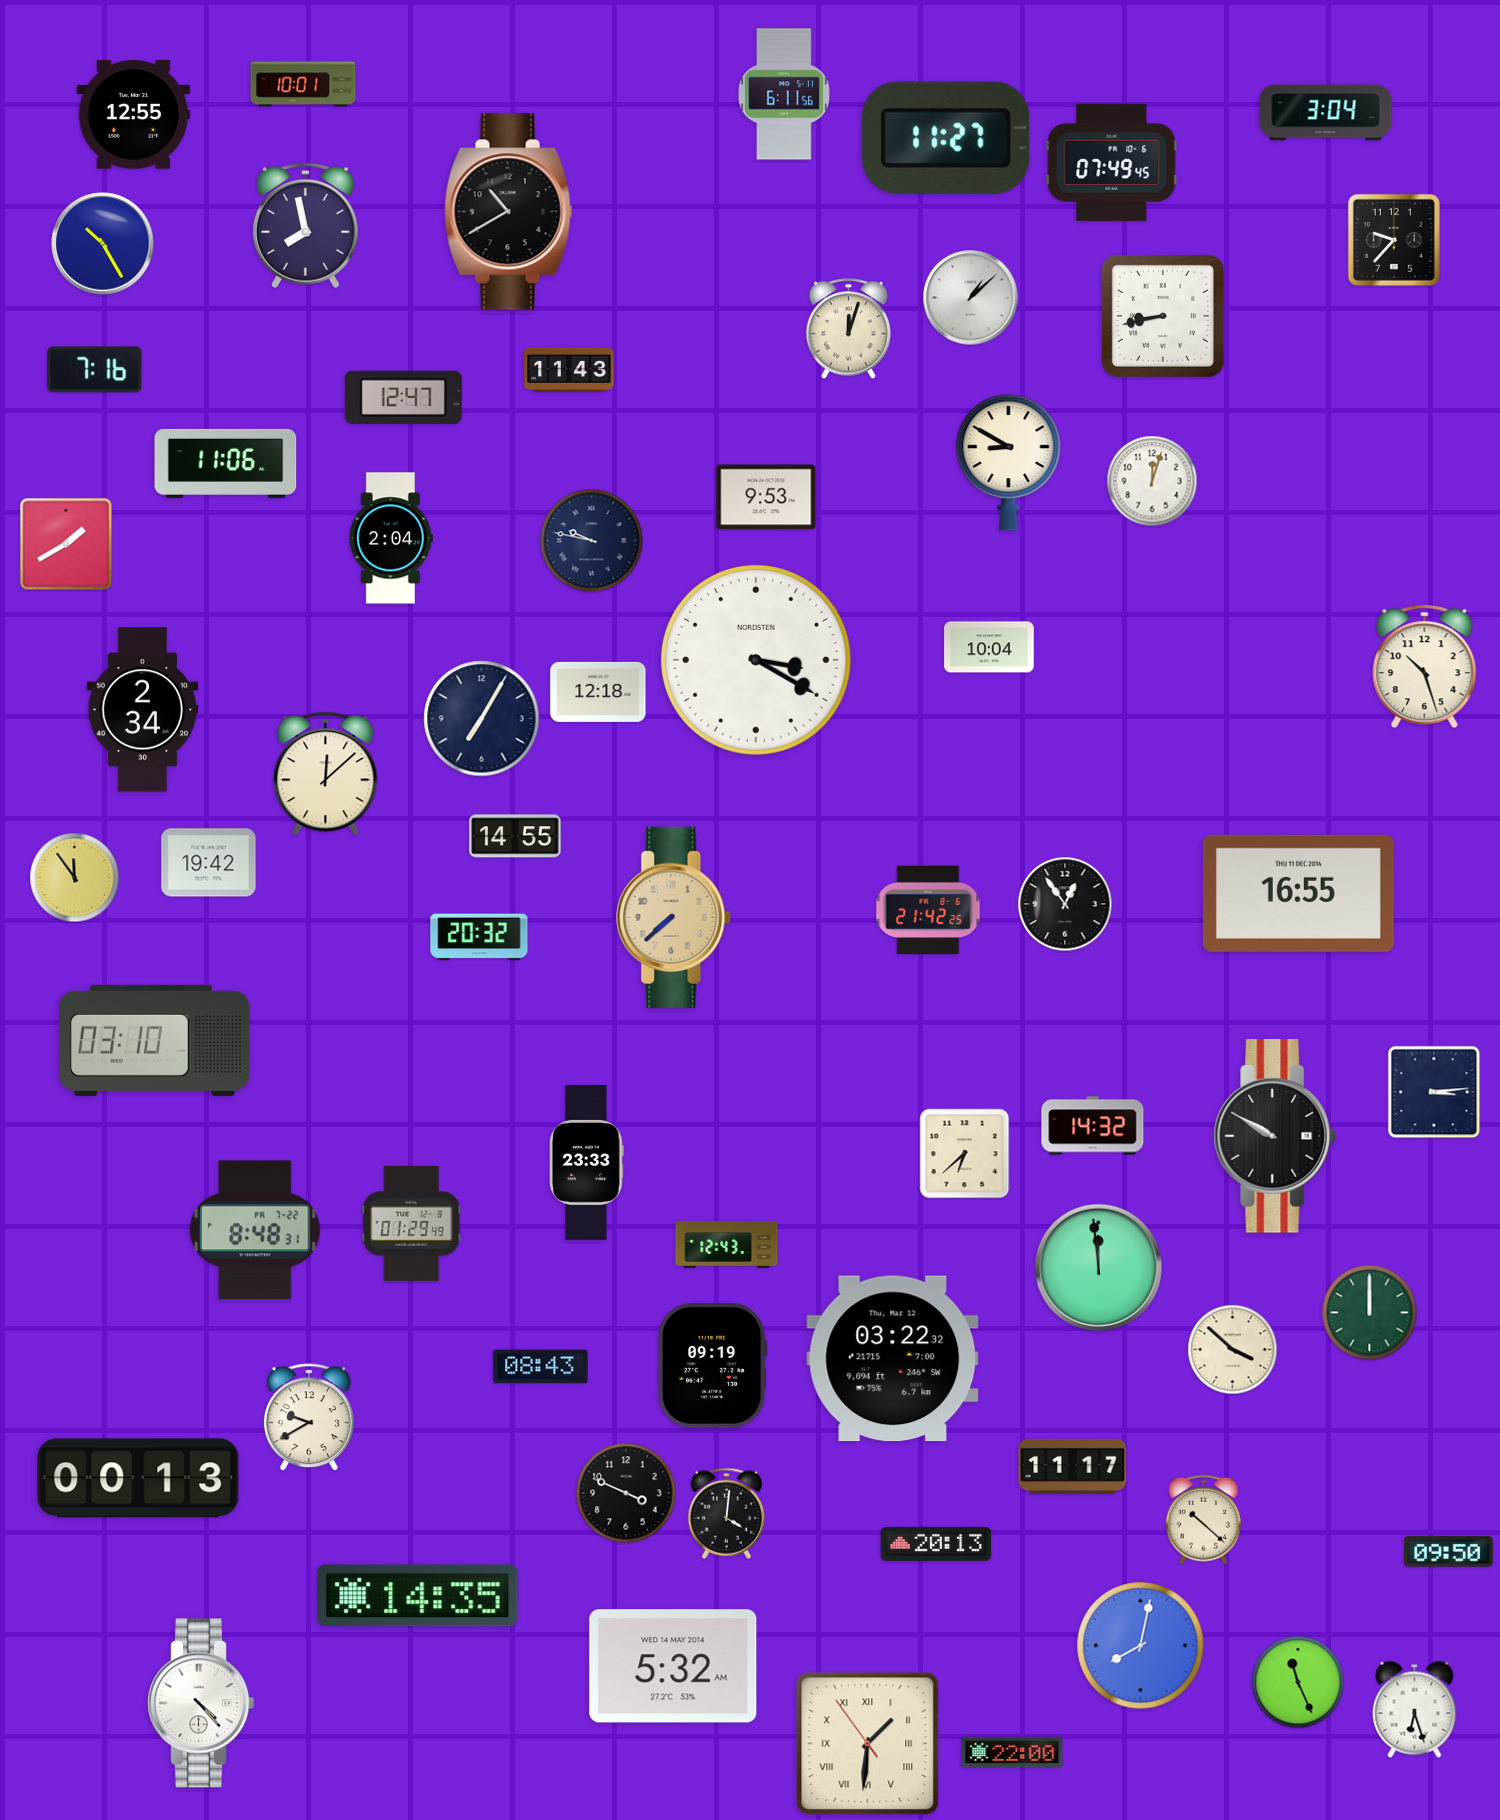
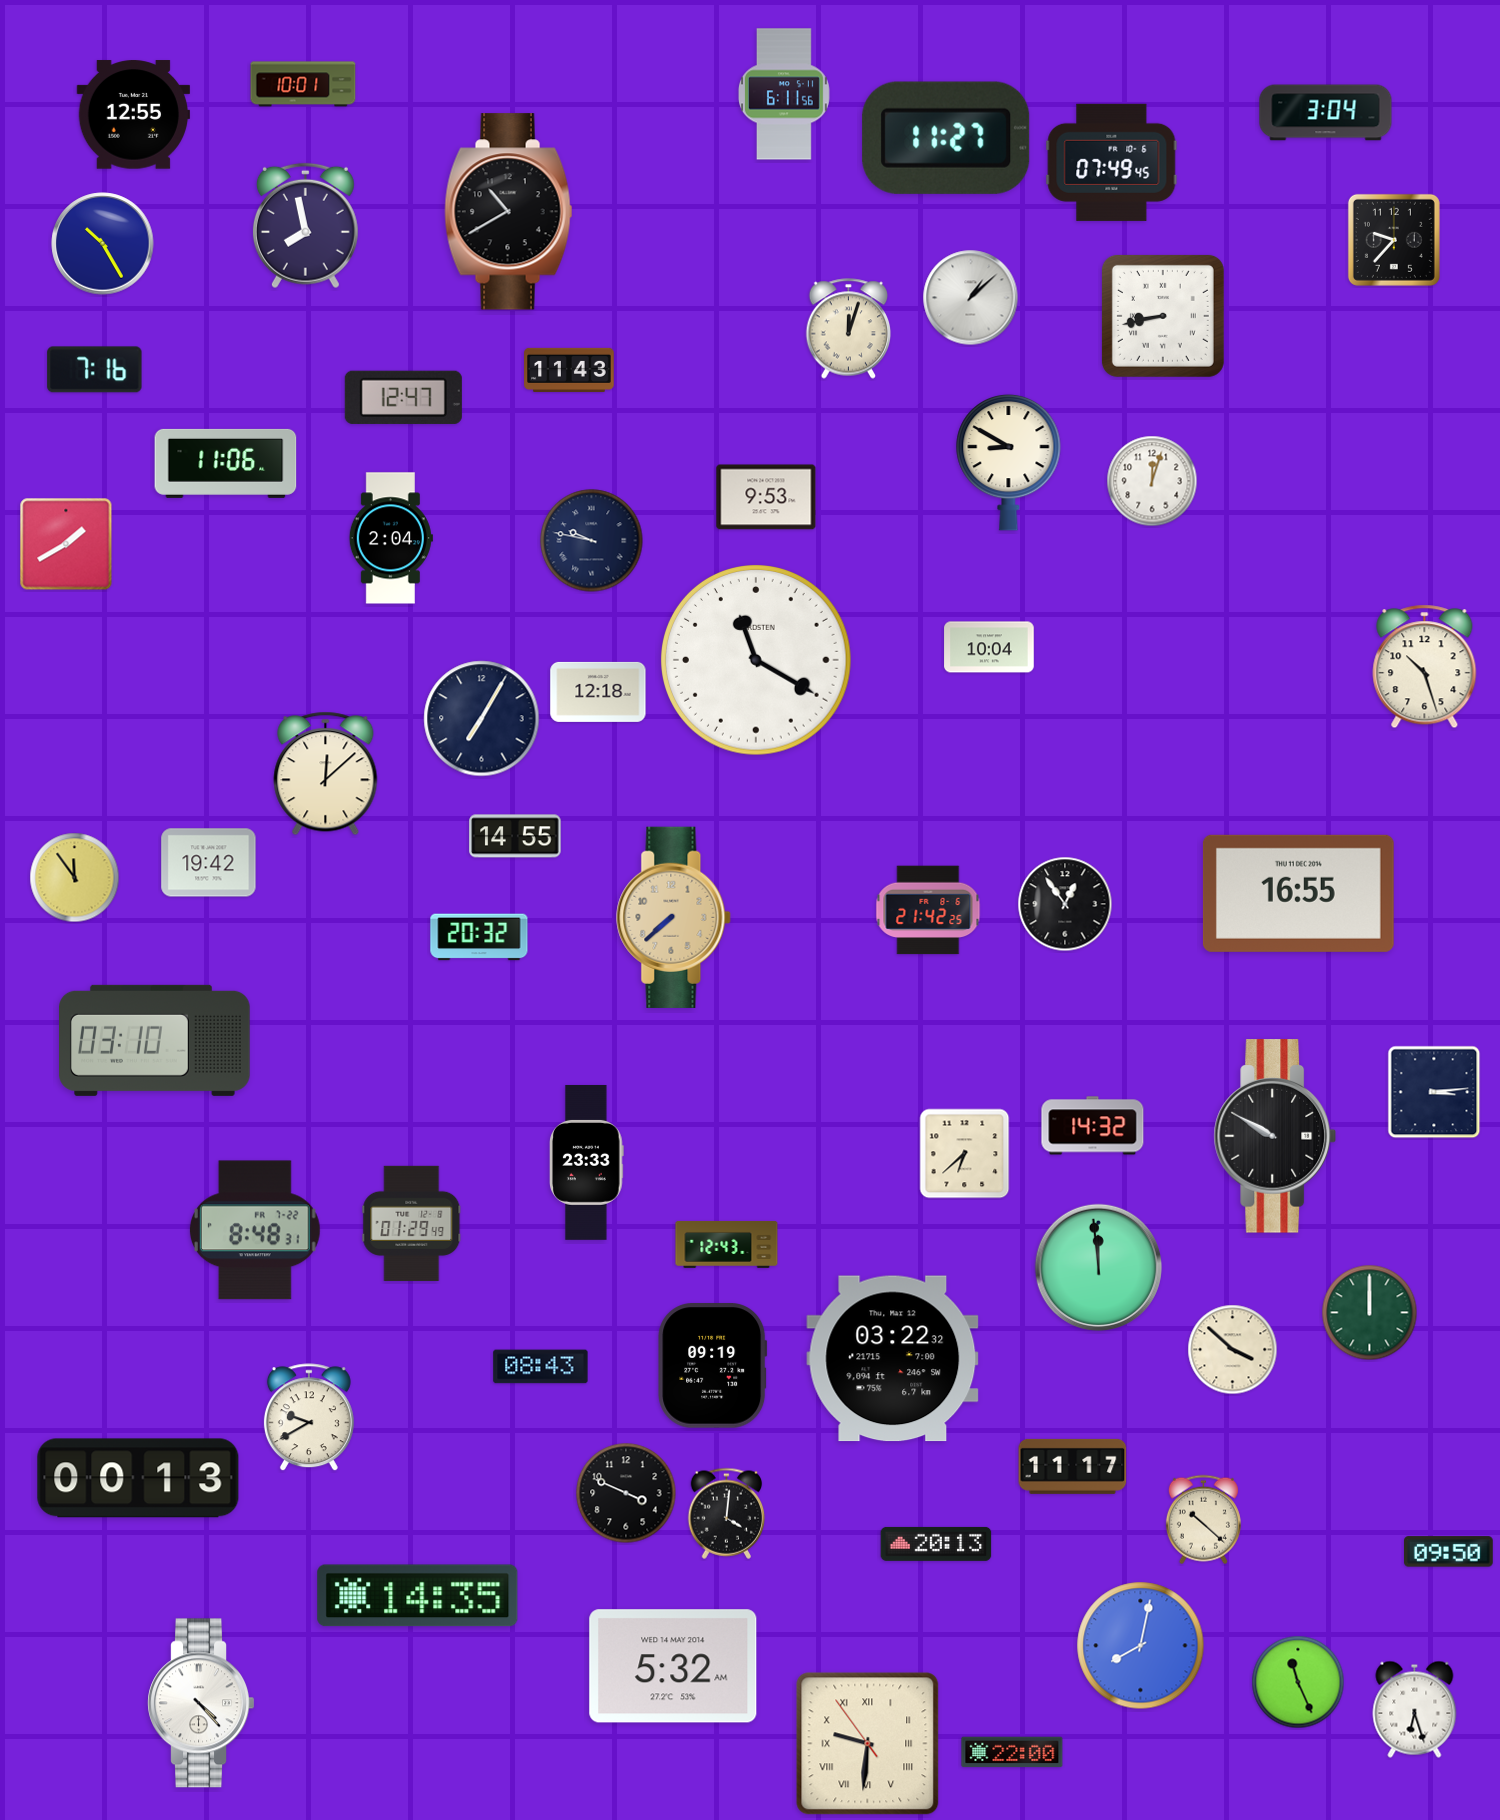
clock at (757, 661): 3:20 -> 11:20
clock at (143, 710): 2:34 -> none
clock at (868, 1744): 1:30 -> 9:30
